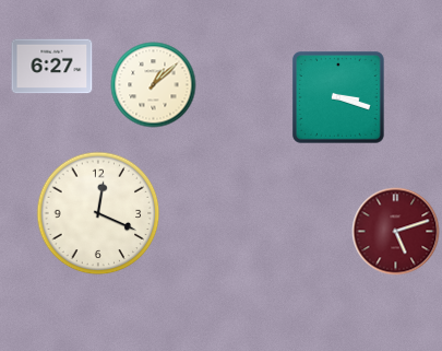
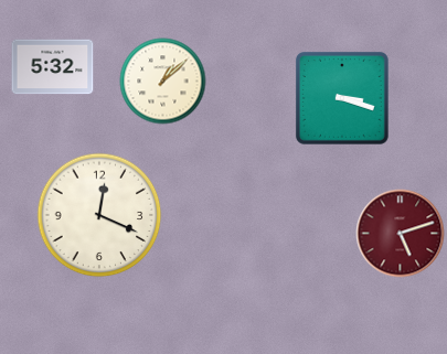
clock at (52, 67): 6:27 -> 5:32
clock at (154, 85) position: (154, 85) -> (163, 82)
